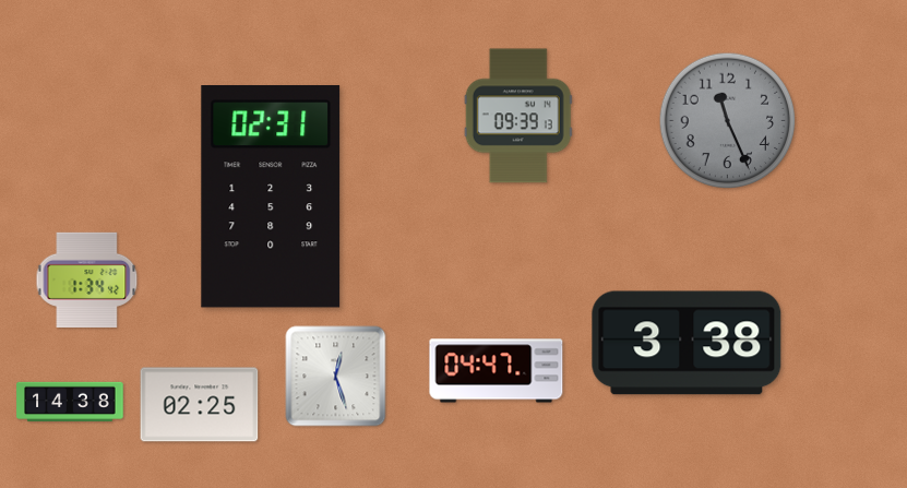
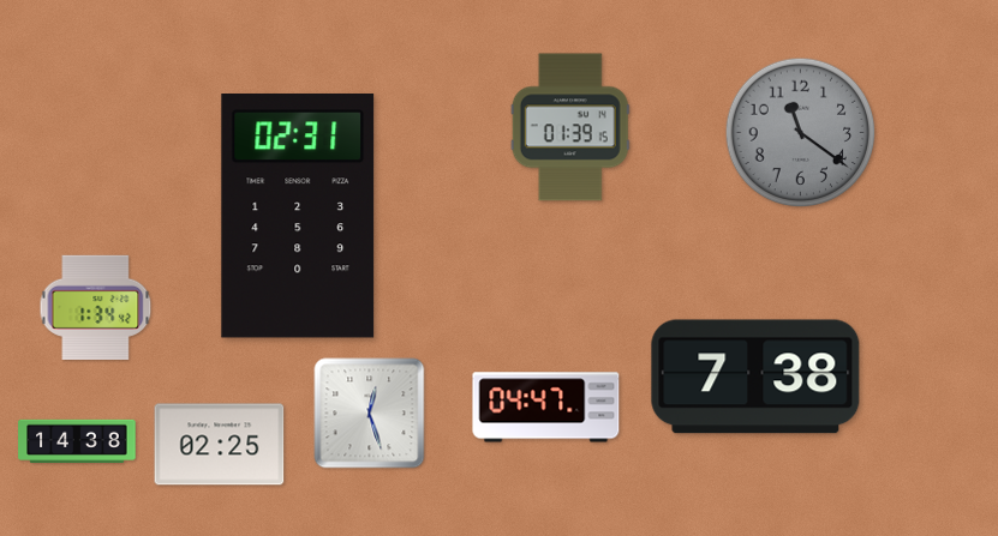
clock at (518, 116): 09:39 -> 01:39
clock at (728, 121): 11:26 -> 11:21
clock at (687, 343): 3:38 -> 7:38
